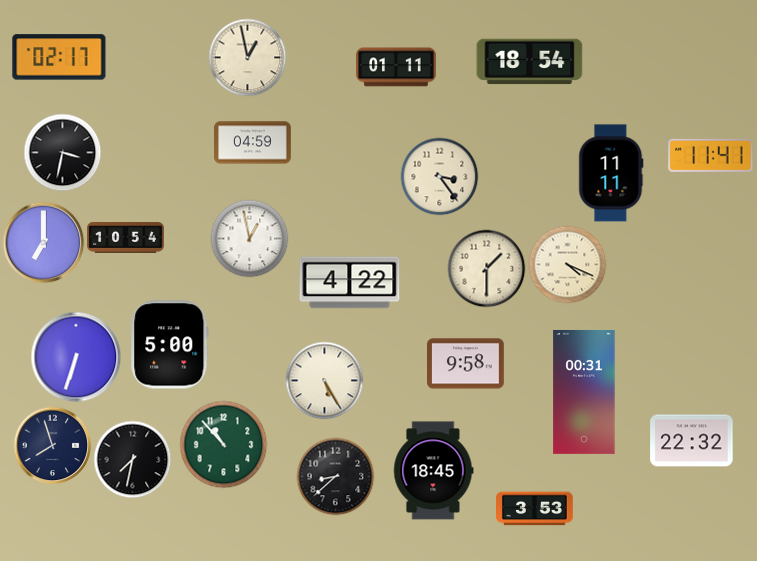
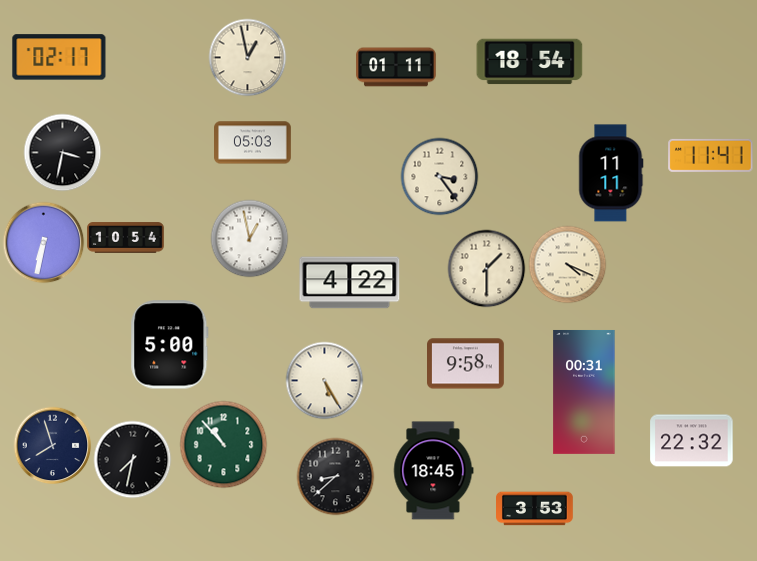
clock at (253, 143): 04:59 -> 05:03
clock at (43, 242): 7:00 -> 6:32
clock at (76, 357): 6:33 -> none
